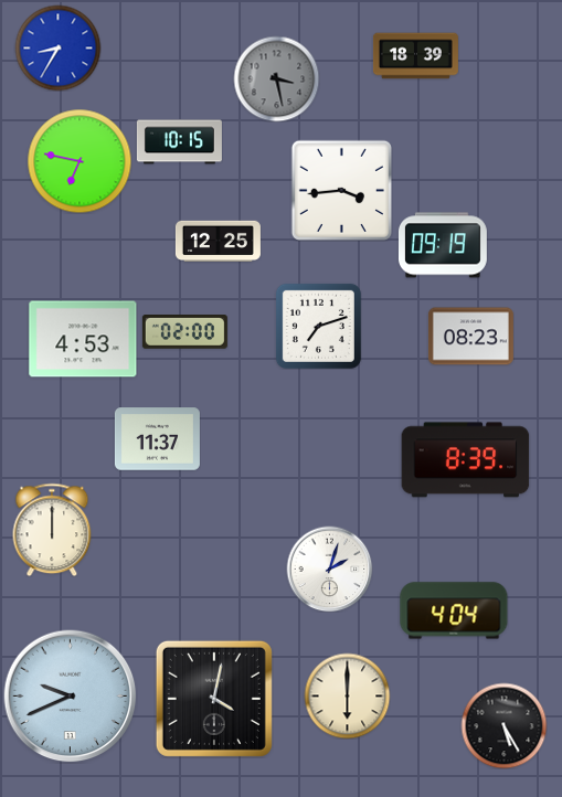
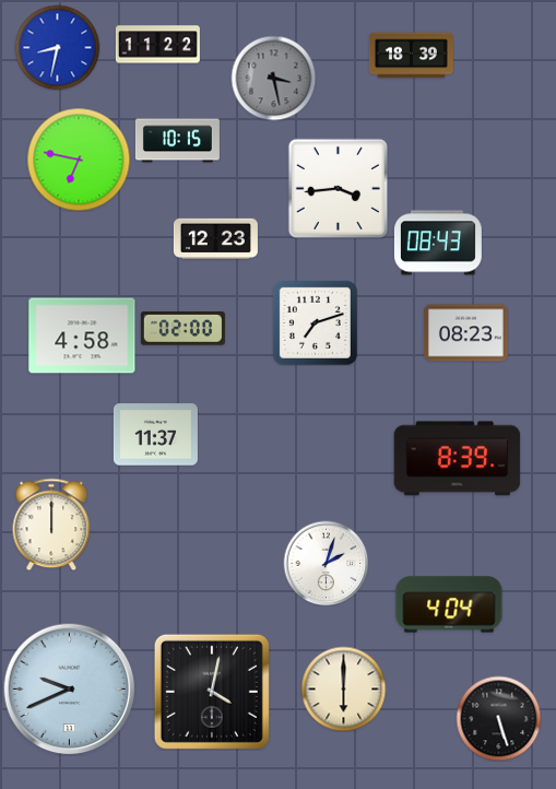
clock at (157, 45): none -> 11:22
clock at (57, 47): 8:35 -> 8:32
clock at (218, 241): 12:25 -> 12:23
clock at (443, 245): 09:19 -> 08:43
clock at (83, 339): 4:53 -> 4:58
clock at (466, 460) position: (466, 460) -> (458, 459)
clock at (503, 725): 5:25 -> 5:27
